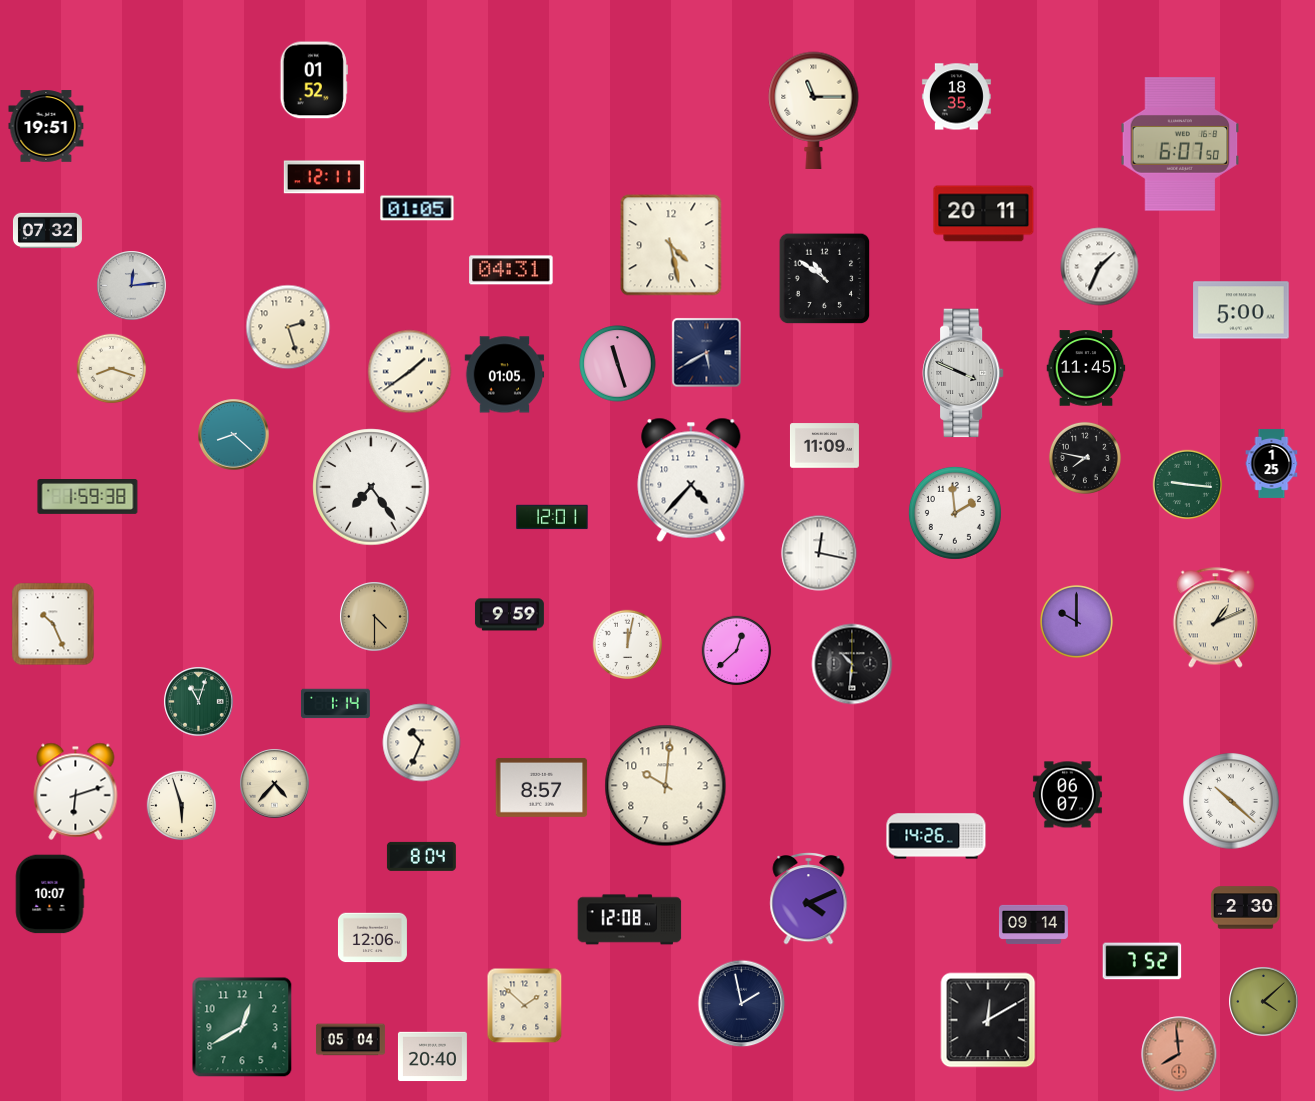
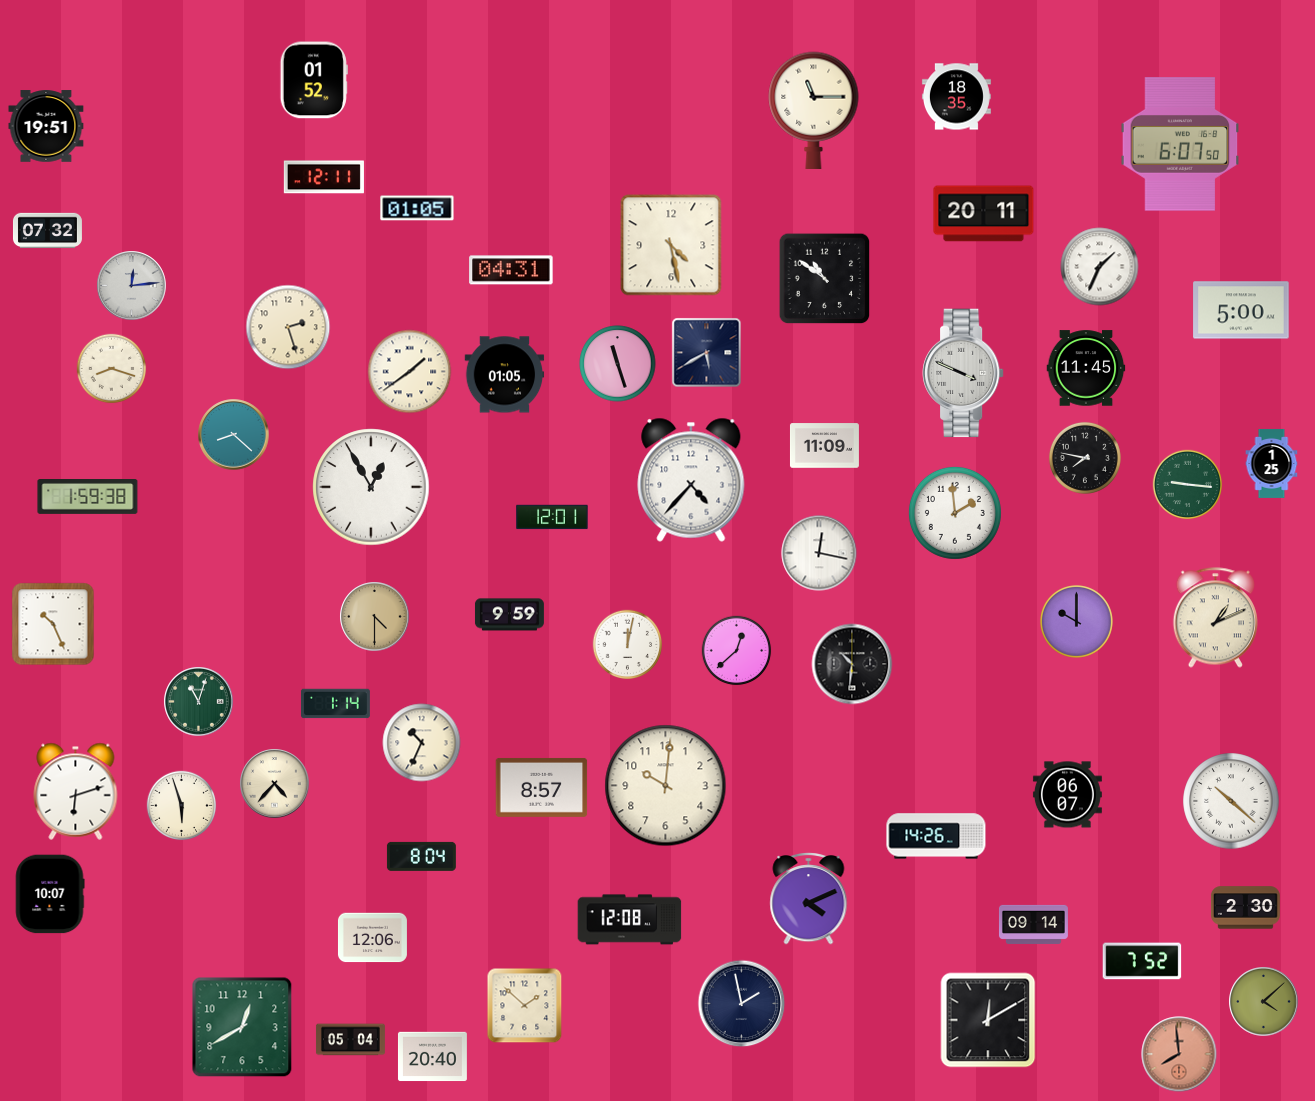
clock at (371, 487): 7:24 -> 12:55
